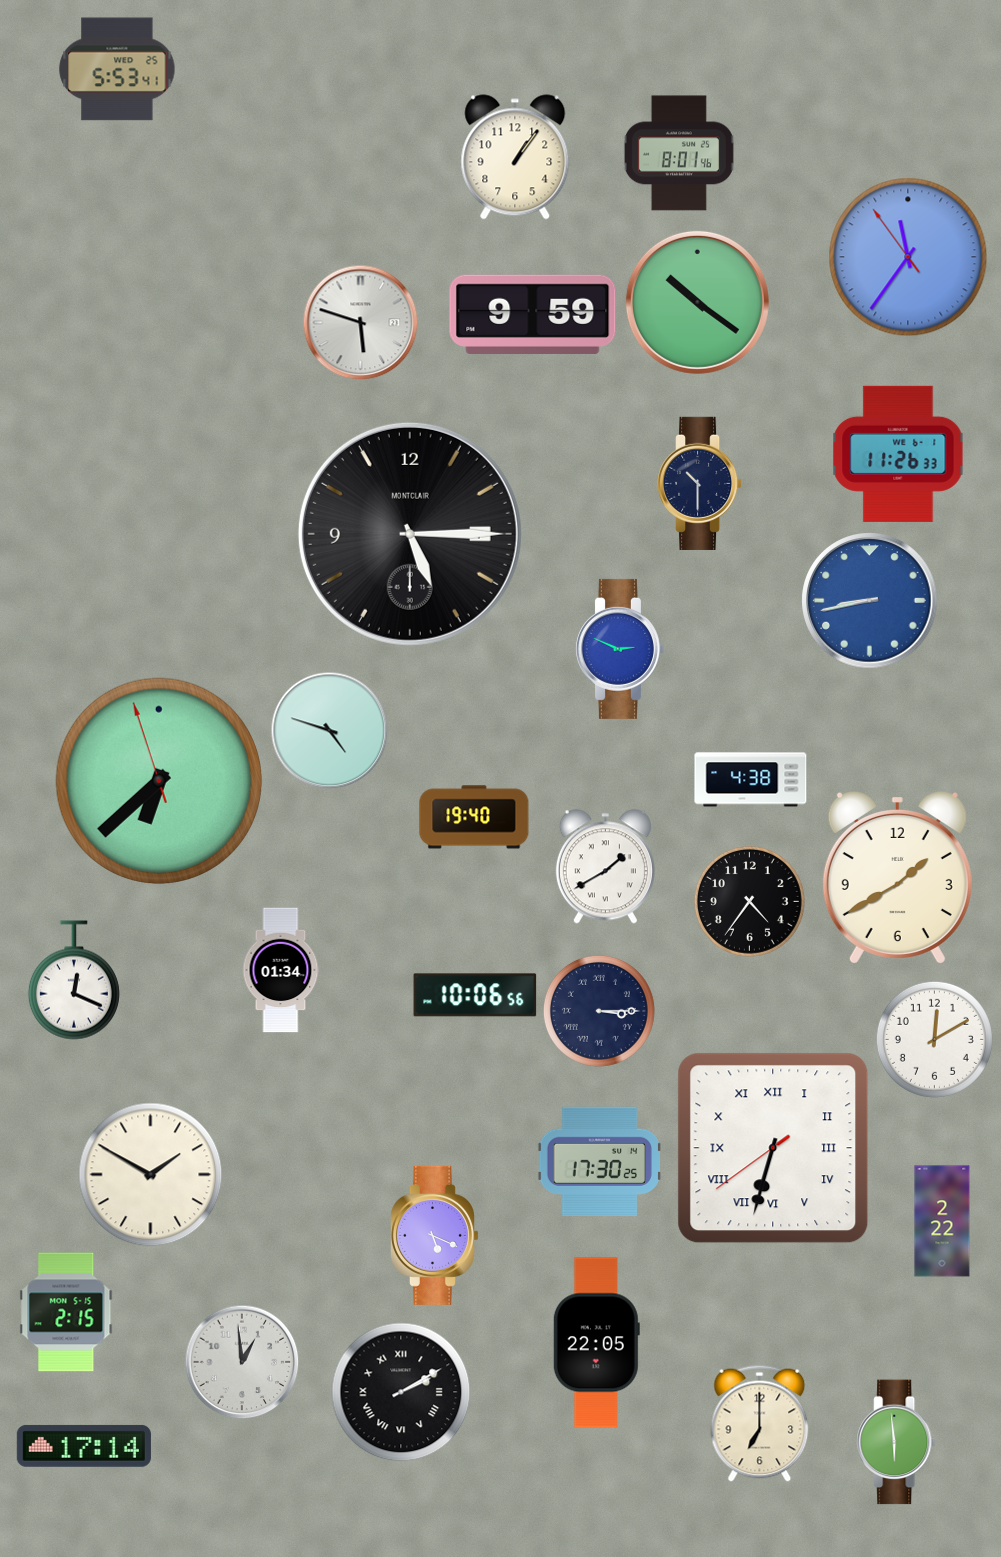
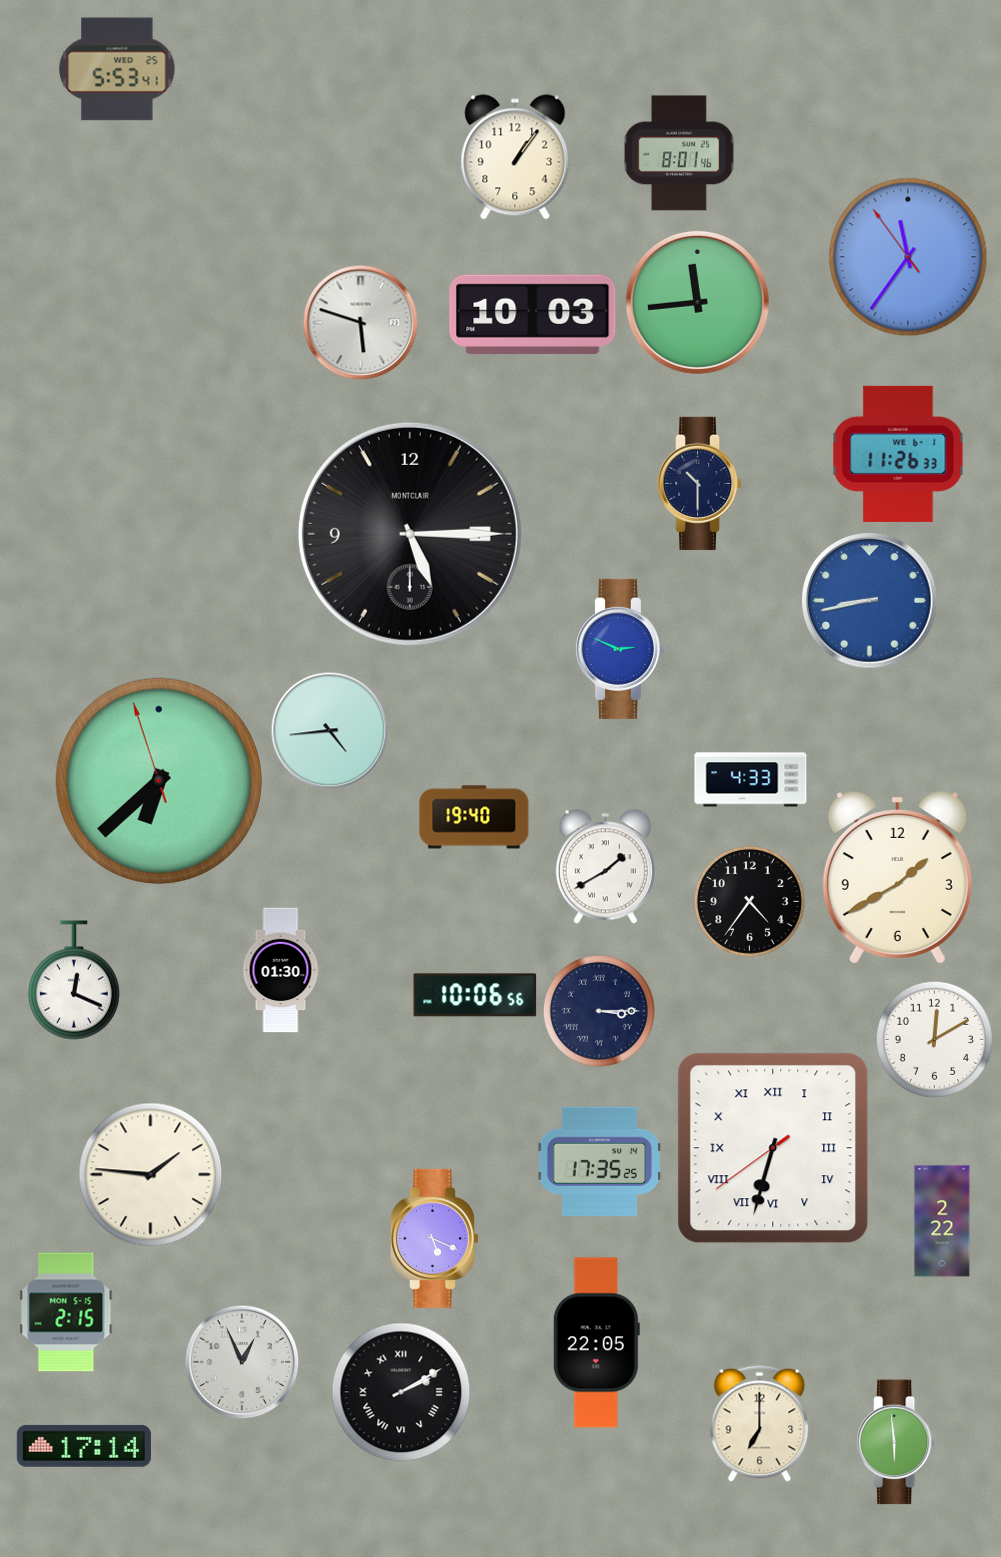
clock at (697, 302): 10:21 -> 11:44
clock at (533, 314): 9:59 -> 10:03
clock at (329, 730): 4:48 -> 4:44
clock at (751, 780): 4:38 -> 4:33
clock at (281, 970): 01:34 -> 01:30
clock at (599, 1161): 17:30 -> 17:35
clock at (151, 1175): 1:50 -> 1:46
clock at (434, 1235) position: (434, 1235) -> (434, 1238)
clock at (242, 1362): 12:59 -> 12:56
